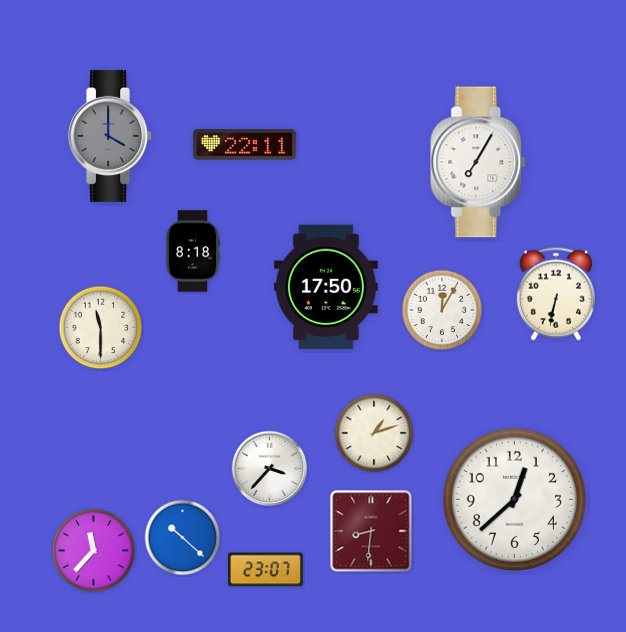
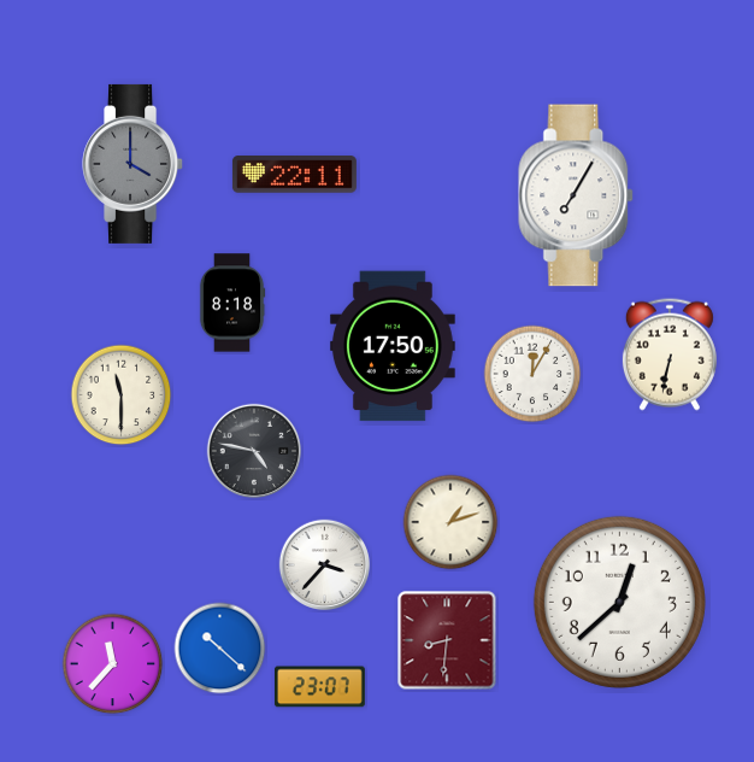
clock at (254, 451): none -> 4:47
